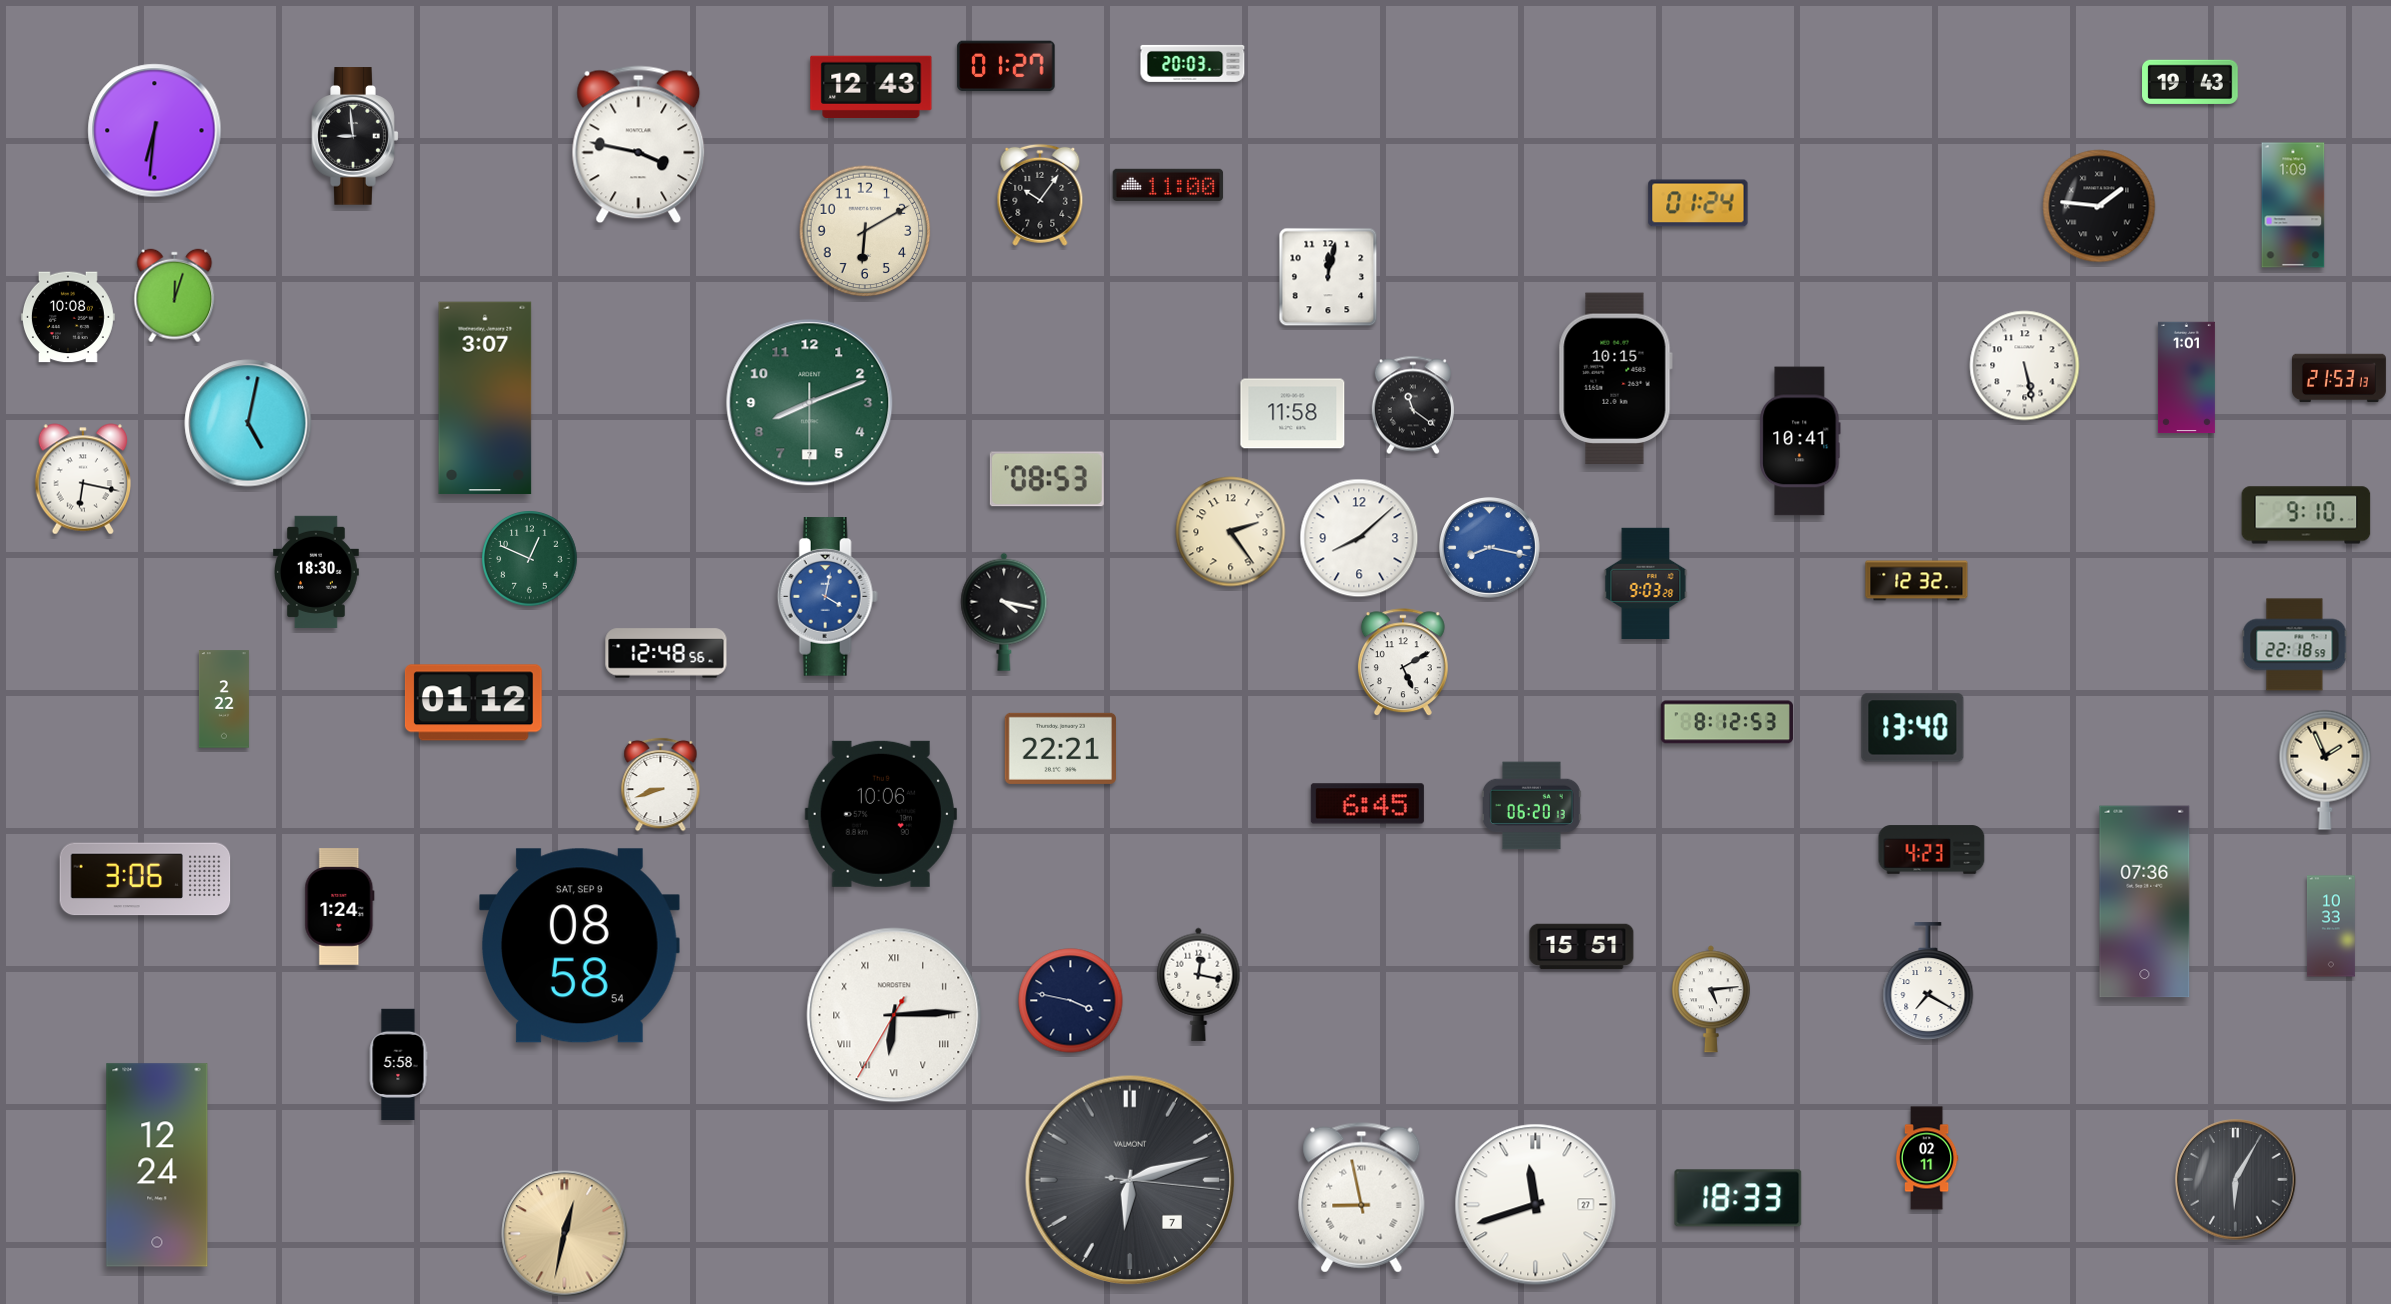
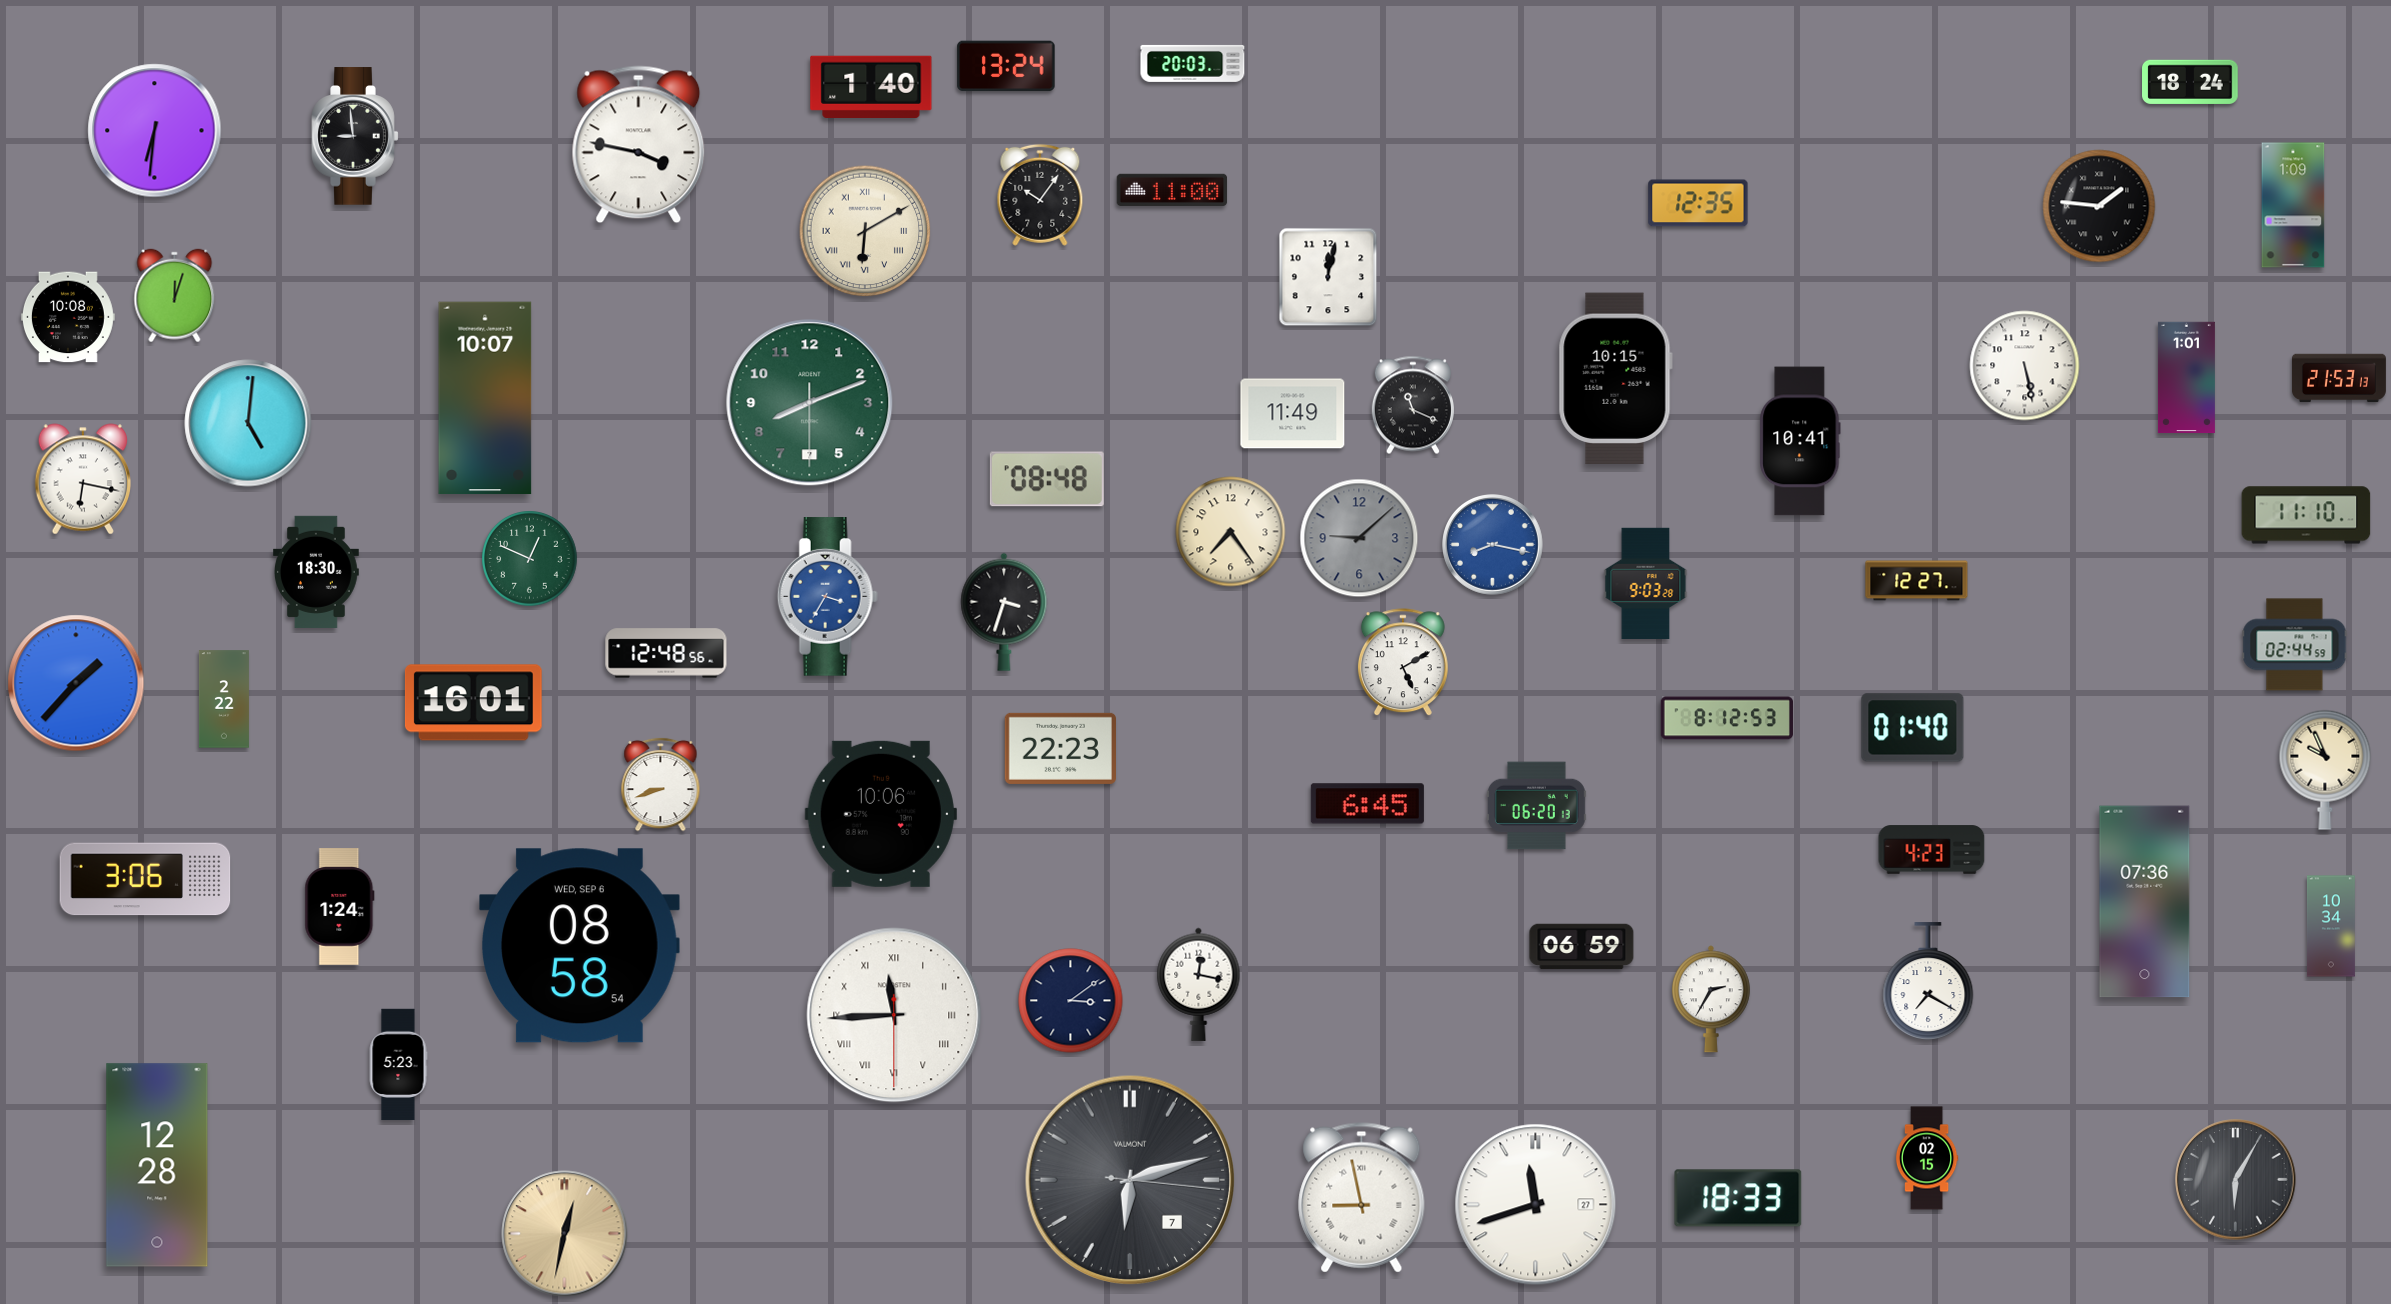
clock at (1006, 66): 01:27 -> 13:24
clock at (2191, 81): 19:43 -> 18:24
clock at (871, 86): 12:43 -> 1:40
clock at (1168, 185) position: (1168, 185) -> (1172, 190)
clock at (1698, 203): 01:24 -> 12:35
clock at (865, 231) numerals: Arabic -> Roman
clock at (485, 398): 3:07 -> 10:07
clock at (1413, 405): 11:21 -> 11:19
clock at (1293, 414): 11:58 -> 11:49
clock at (248, 423): 5:02 -> 5:01
clock at (1047, 479): 08:53 -> 08:48
clock at (2306, 515): 9:10 -> 11:10
clock at (1231, 532): 2:24 -> 7:24
clock at (1359, 538): 8:08 -> 9:08
clock at (1359, 538) dial: white -> grey
clock at (1490, 548) position: (1490, 548) -> (1493, 545)
clock at (1917, 581): 12:32 -> 12:27
clock at (827, 597): 4:02 -> 3:35
clock at (1004, 612): 4:17 -> 3:33
clock at (2295, 645): 22:18 -> 02:44
clock at (76, 683): none -> 1:37
clock at (473, 703): 01:12 -> 16:01
clock at (1727, 722) position: (1727, 722) -> (1727, 718)
clock at (1913, 728): 13:40 -> 01:40
clock at (1060, 748): 22:21 -> 22:23
clock at (2325, 770): 1:56 -> 9:56
clock at (1532, 806) position: (1532, 806) -> (1537, 806)
clock at (2331, 926): 10:33 -> 10:34
clock at (580, 946) date: SAT, SEP 9 -> WED, SEP 6
clock at (1582, 947): 15:51 -> 06:59
clock at (1711, 999): 5:14 -> 2:35
clock at (1071, 1001): 3:47 -> 3:09
clock at (894, 1015): 6:14 -> 11:44
clock at (398, 1065): 5:58 -> 5:23
clock at (1927, 1158): 02:11 -> 02:15
clock at (157, 1165): 12:24 -> 12:28
